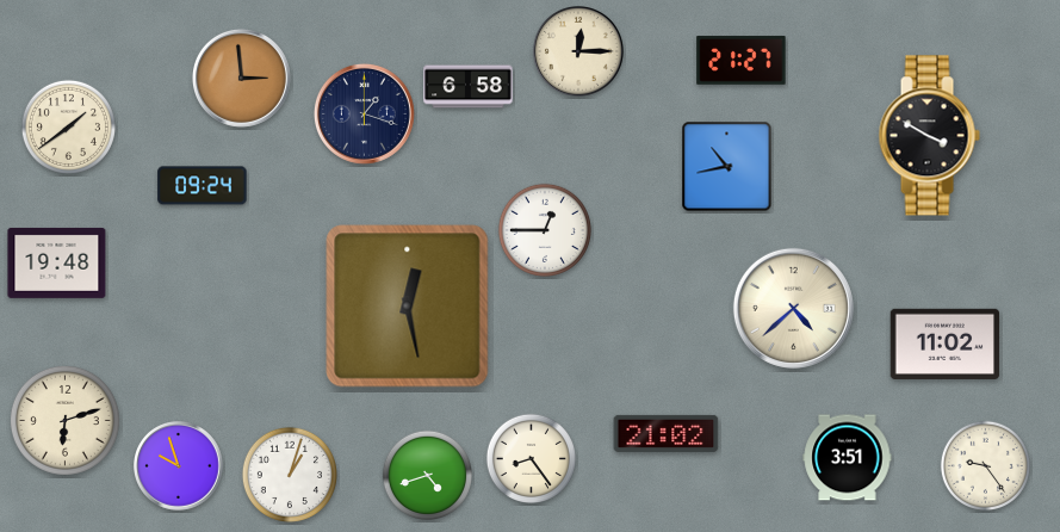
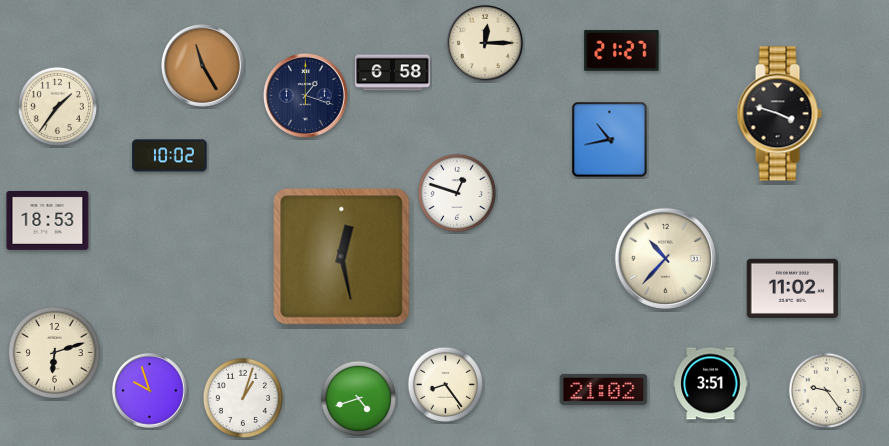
clock at (241, 78): 2:59 -> 11:25
clock at (68, 126): 1:39 -> 1:36
clock at (929, 136): 3:50 -> 3:48
clock at (203, 186): 09:24 -> 10:02
clock at (545, 230): 12:45 -> 12:48
clock at (57, 262): 19:48 -> 18:53
clock at (793, 308): 4:38 -> 10:37
clock at (667, 433) position: (667, 433) -> (604, 389)
